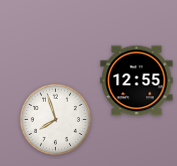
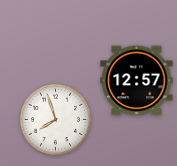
clock at (137, 81): 12:55 -> 12:57
